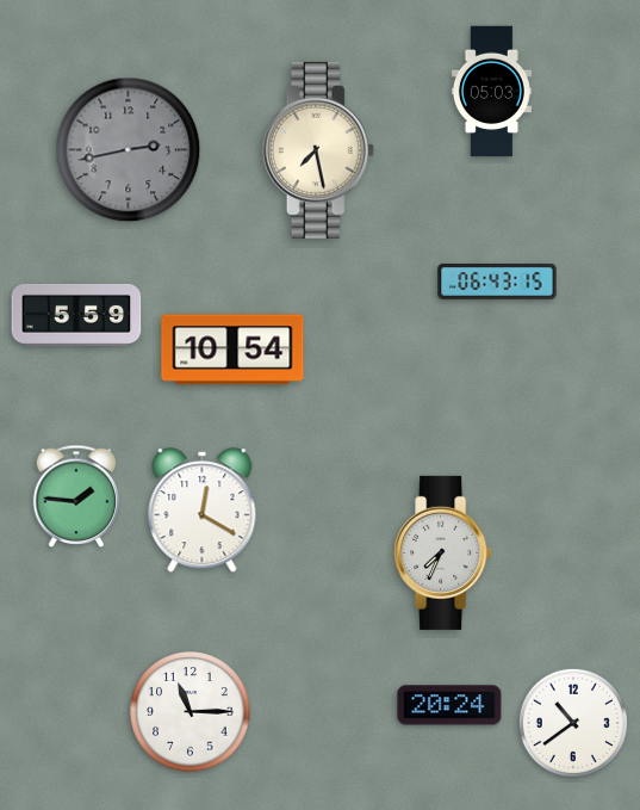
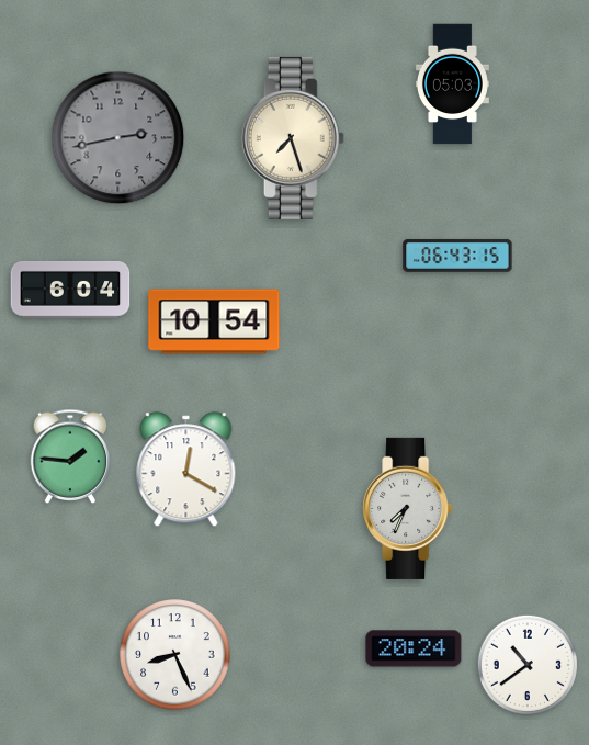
clock at (318, 150): 7:28 -> 7:27
clock at (497, 283) position: (497, 283) -> (457, 257)
clock at (76, 315): 5:59 -> 6:04
clock at (191, 712): 11:15 -> 8:26
